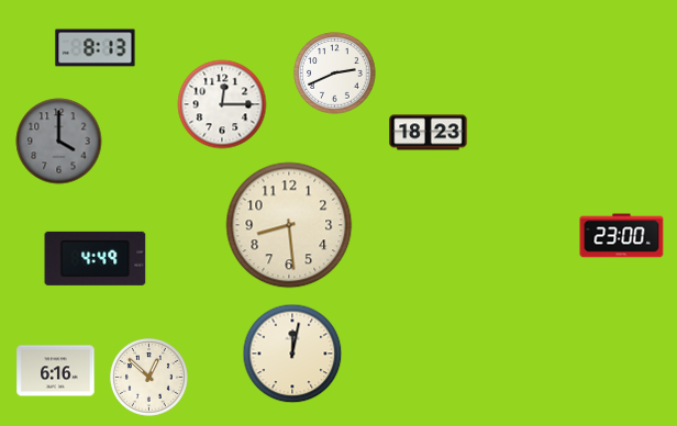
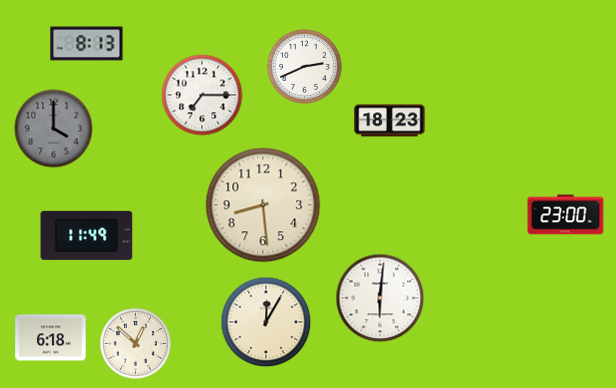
clock at (222, 104): 12:15 -> 7:15
clock at (96, 258): 4:49 -> 11:49
clock at (380, 298): none -> 6:01
clock at (292, 354): 12:02 -> 12:05
clock at (56, 371): 6:16 -> 6:18
